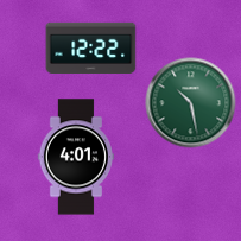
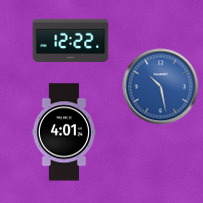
clock at (91, 47) position: (91, 47) -> (71, 40)
clock at (191, 103) dial: green -> blue
